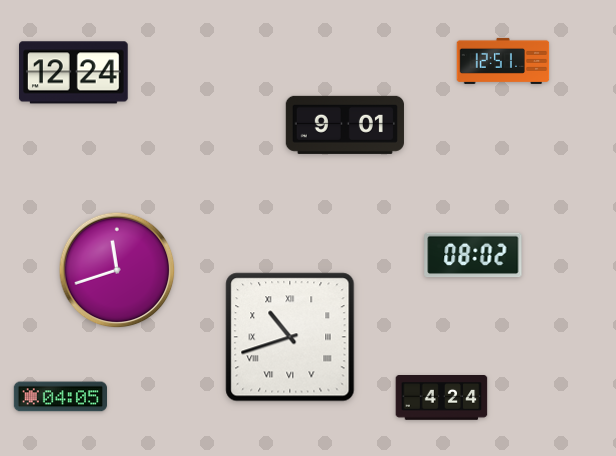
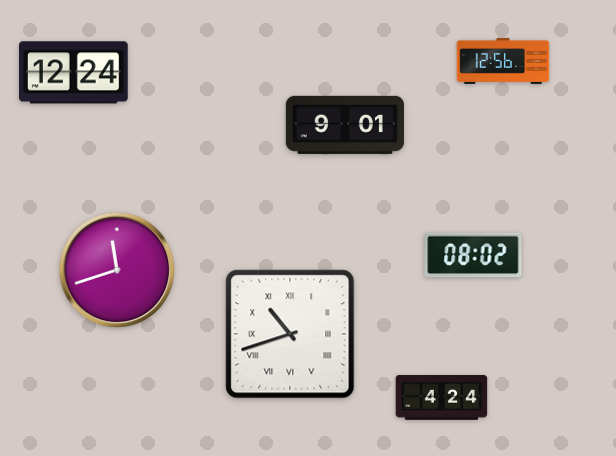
clock at (503, 61): 12:51 -> 12:56
clock at (290, 337) position: (290, 337) -> (290, 334)
clock at (60, 397): 04:05 -> none
